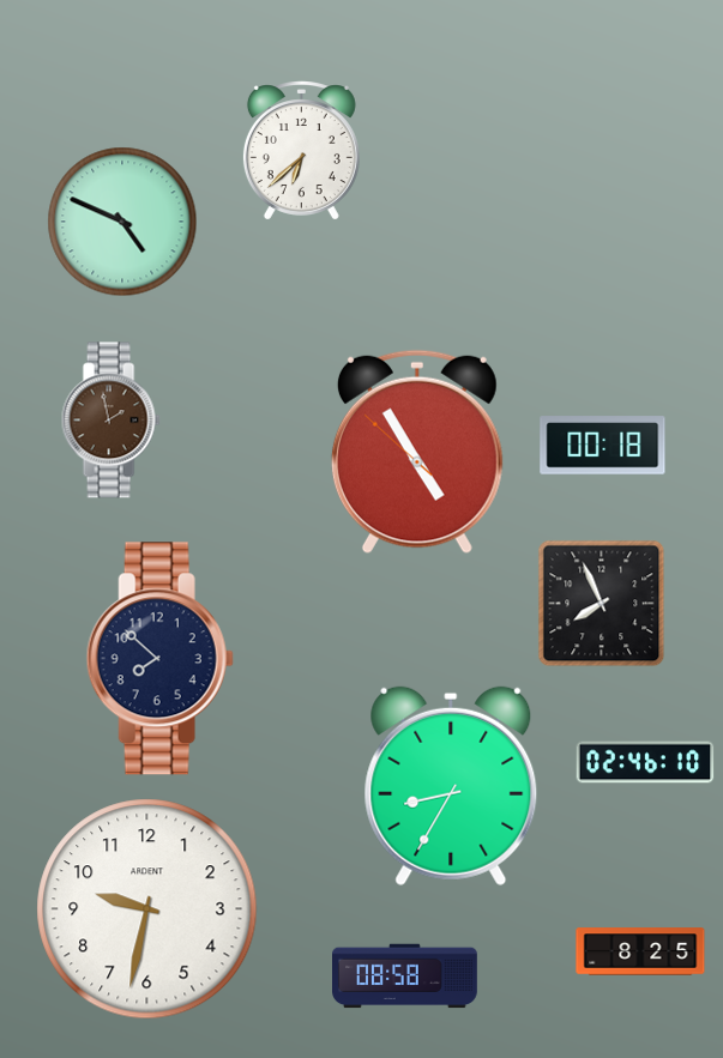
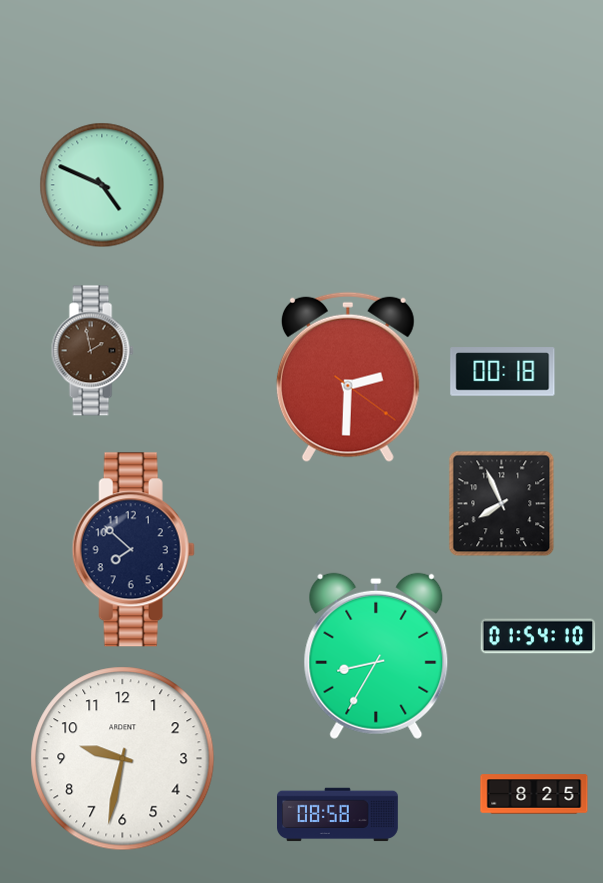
clock at (301, 151): 6:38 -> none
clock at (417, 452): 4:54 -> 2:30
clock at (645, 762): 02:46 -> 01:54
